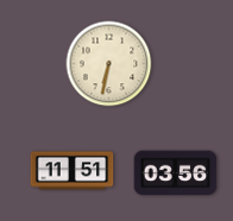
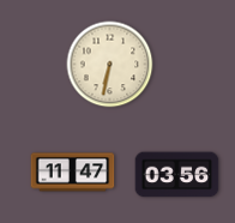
clock at (73, 171): 11:51 -> 11:47
